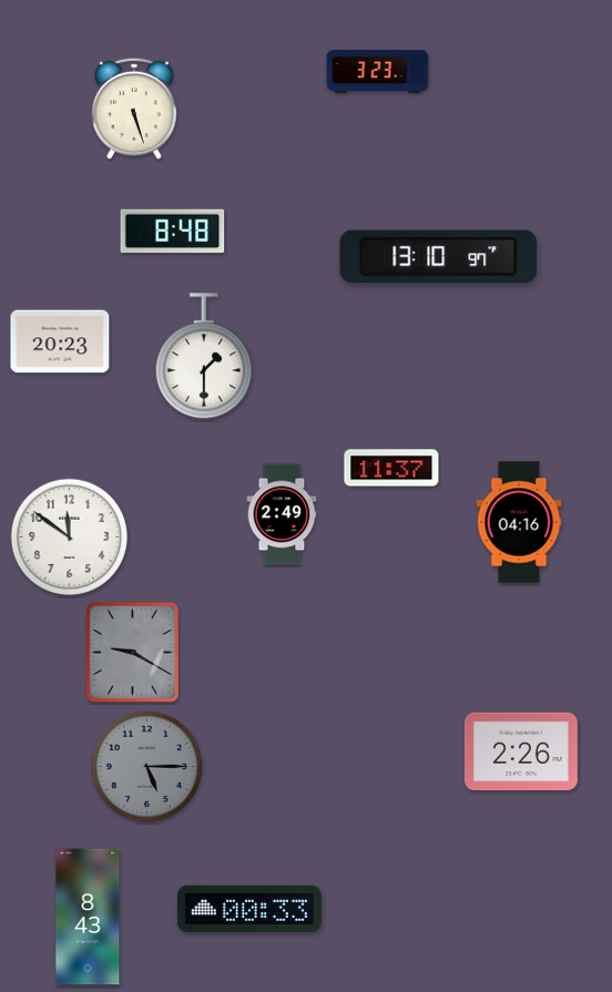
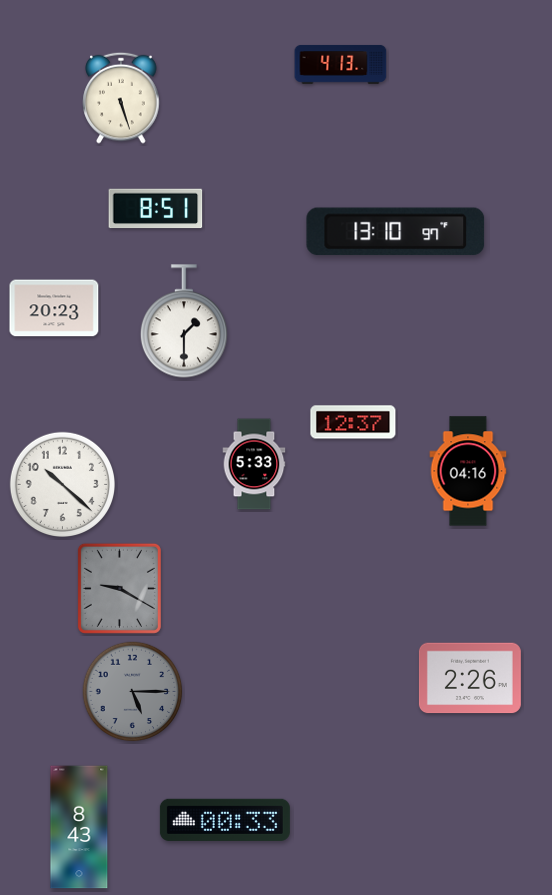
clock at (378, 71): 3:23 -> 4:13
clock at (173, 232): 8:48 -> 8:51
clock at (391, 468): 11:37 -> 12:37
clock at (282, 514): 2:49 -> 5:33
clock at (69, 536): 11:51 -> 10:22
